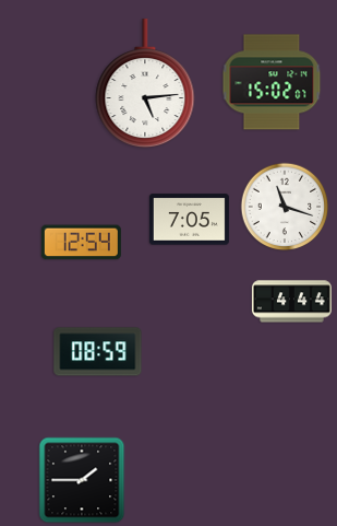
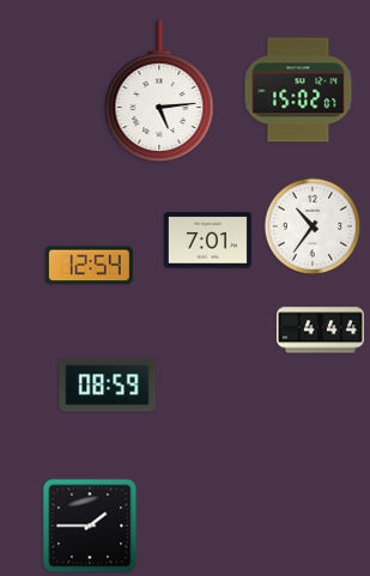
clock at (285, 207): 11:18 -> 10:36
clock at (189, 220): 7:05 -> 7:01
